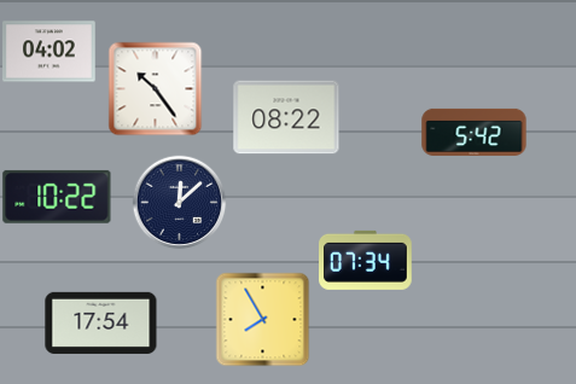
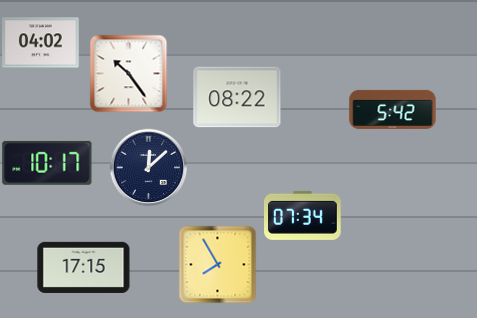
clock at (57, 197): 10:22 -> 10:17
clock at (101, 322): 17:54 -> 17:15
